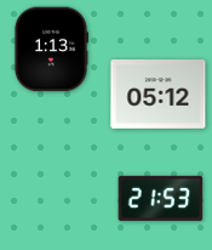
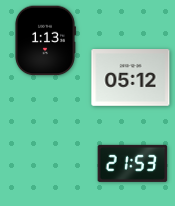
clock at (51, 50) position: (51, 50) -> (45, 41)
